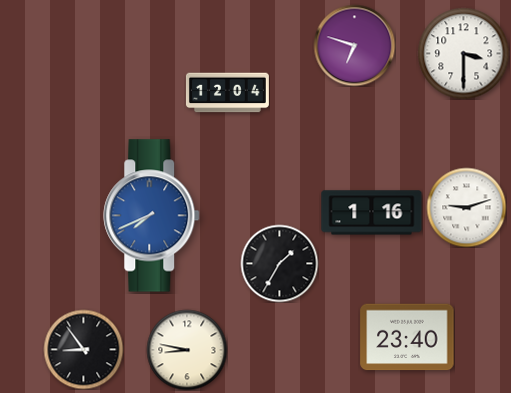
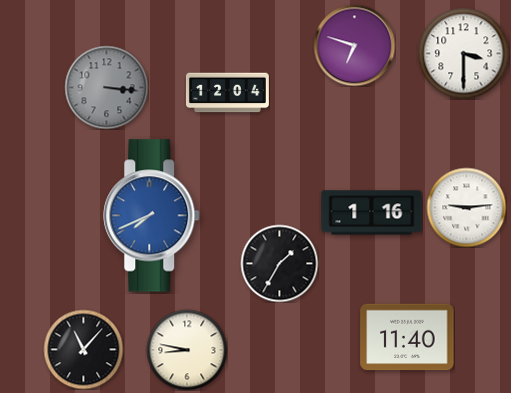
clock at (106, 87): none -> 3:16
clock at (466, 207): 9:12 -> 9:14
clock at (407, 337): 23:40 -> 11:40
clock at (83, 349): 8:54 -> 11:07
